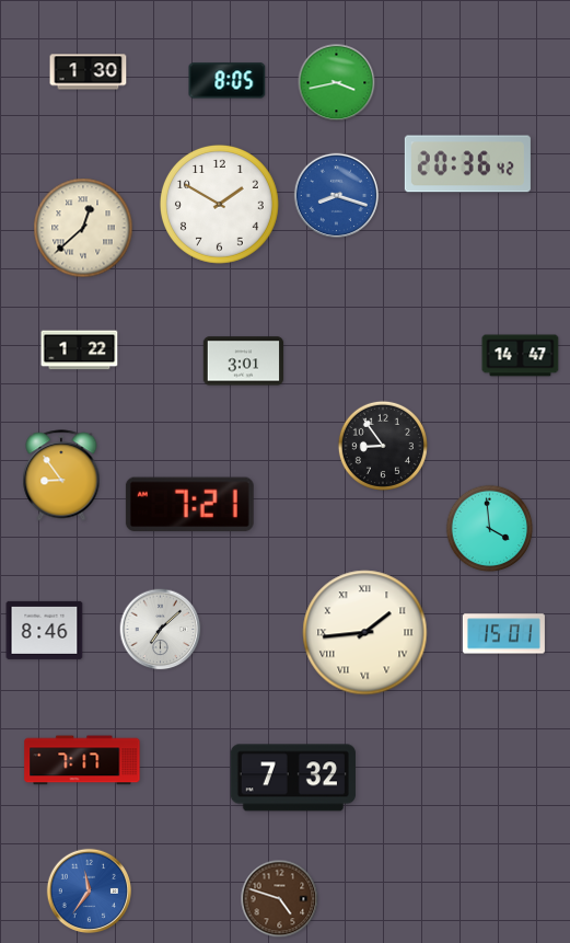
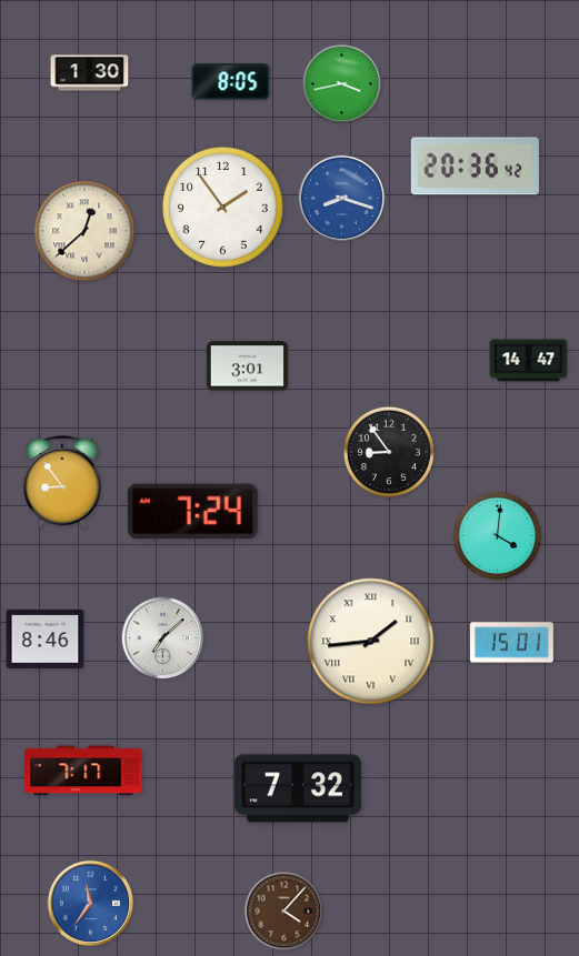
clock at (219, 204): 1:50 -> 1:54
clock at (80, 350): 1:22 -> none
clock at (189, 505): 7:21 -> 7:24
clock at (490, 529): 3:59 -> 4:01
clock at (280, 899): 4:48 -> 4:07
